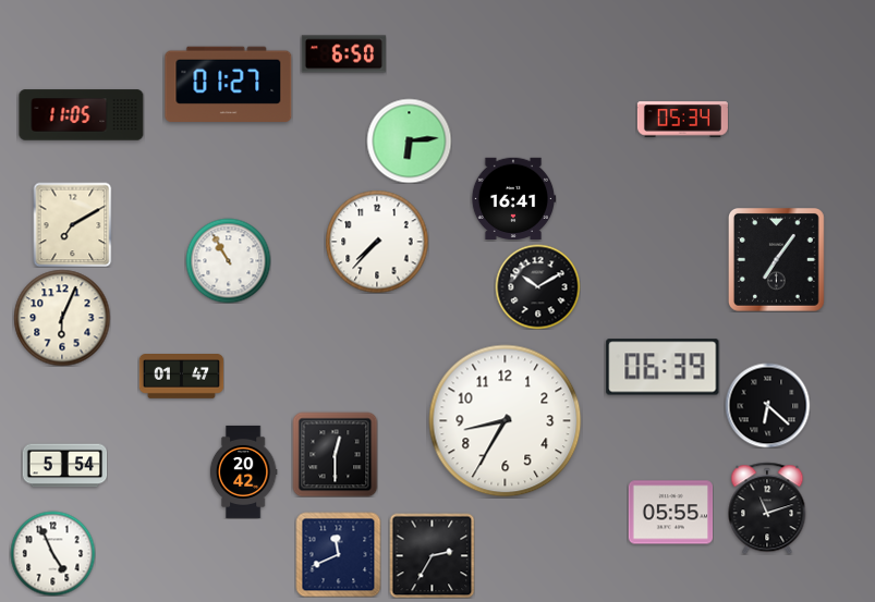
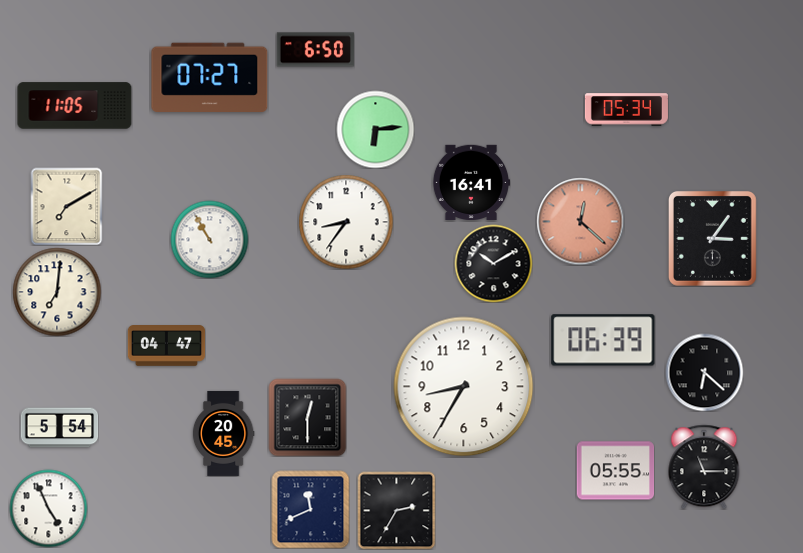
clock at (229, 85): 01:27 -> 07:27
clock at (580, 221): none -> 12:22
clock at (377, 242): 7:37 -> 8:36
clock at (776, 260): 7:06 -> 3:06
clock at (62, 318): 6:04 -> 7:01
clock at (663, 367) position: (663, 367) -> (603, 340)
clock at (181, 377): 01:47 -> 04:47
clock at (243, 471): 20:42 -> 20:45
clock at (767, 508): 11:12 -> 11:15
